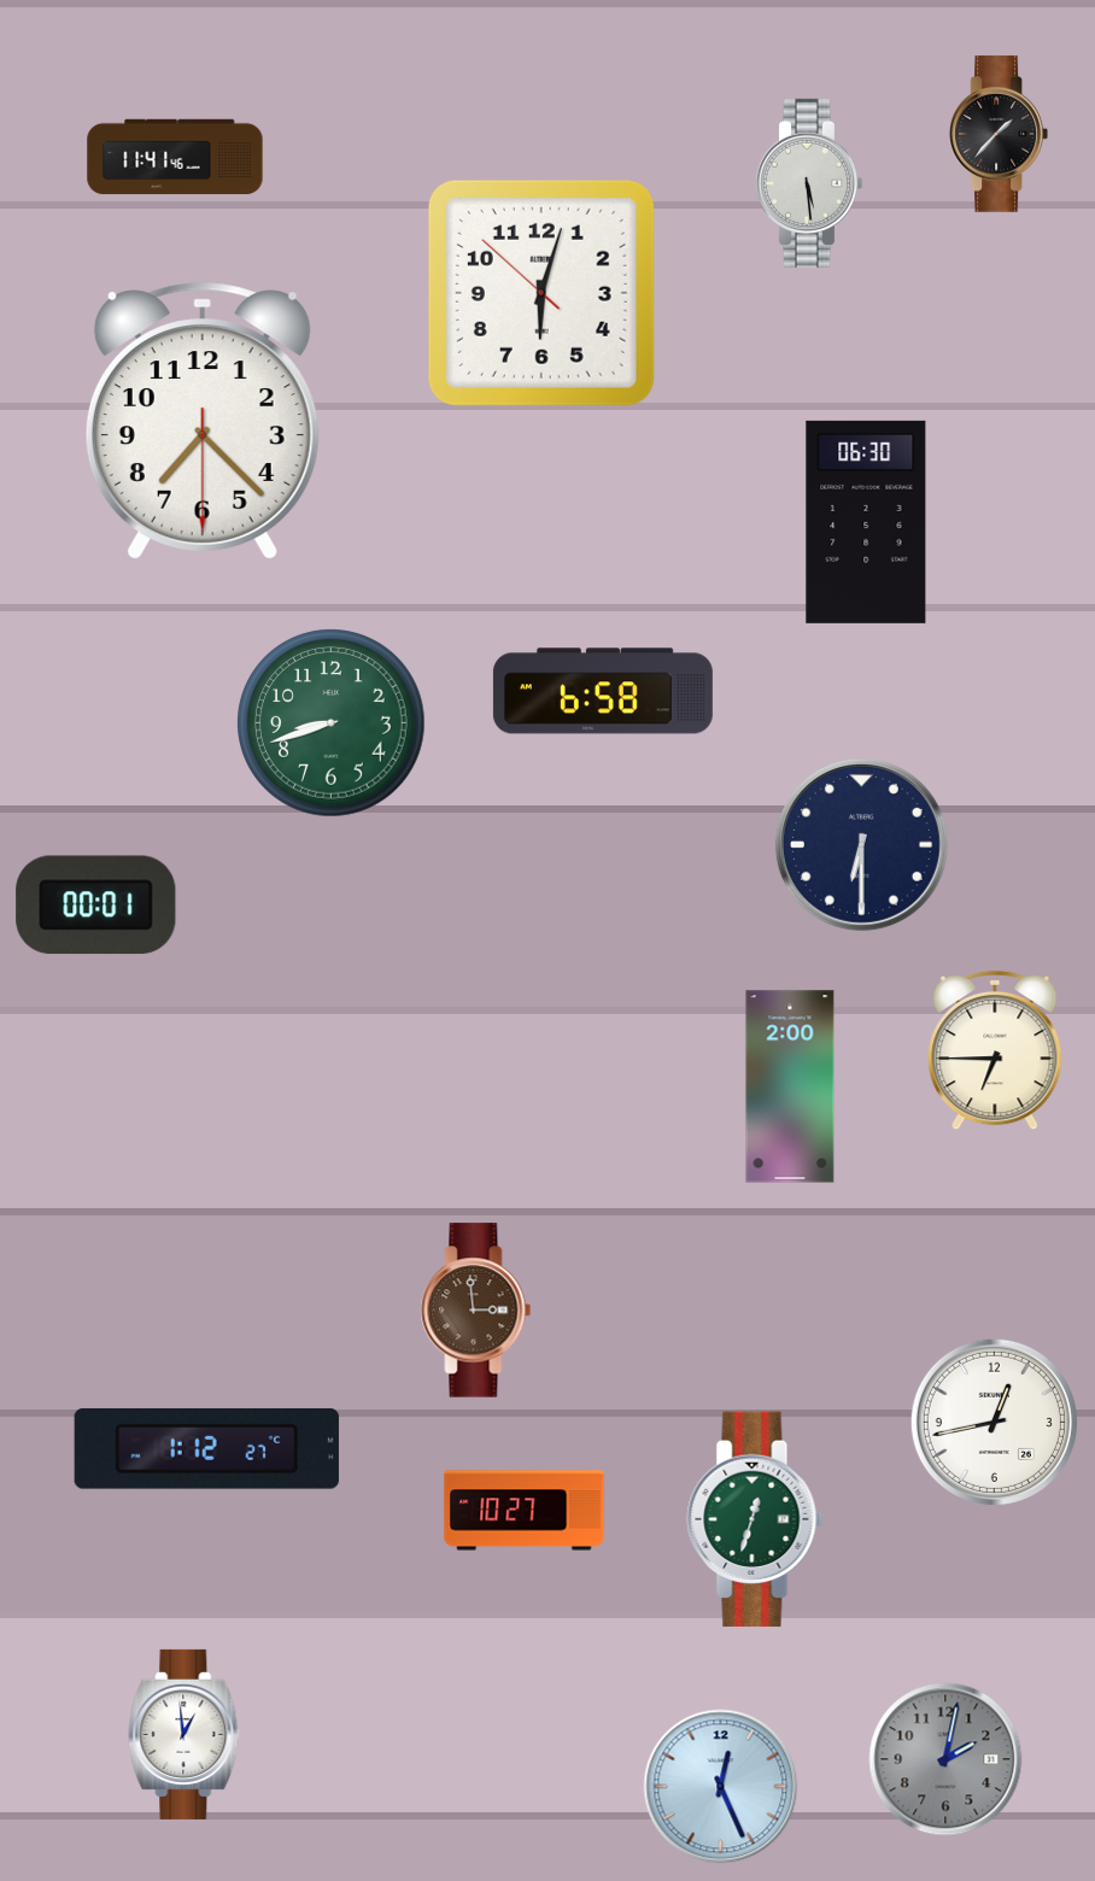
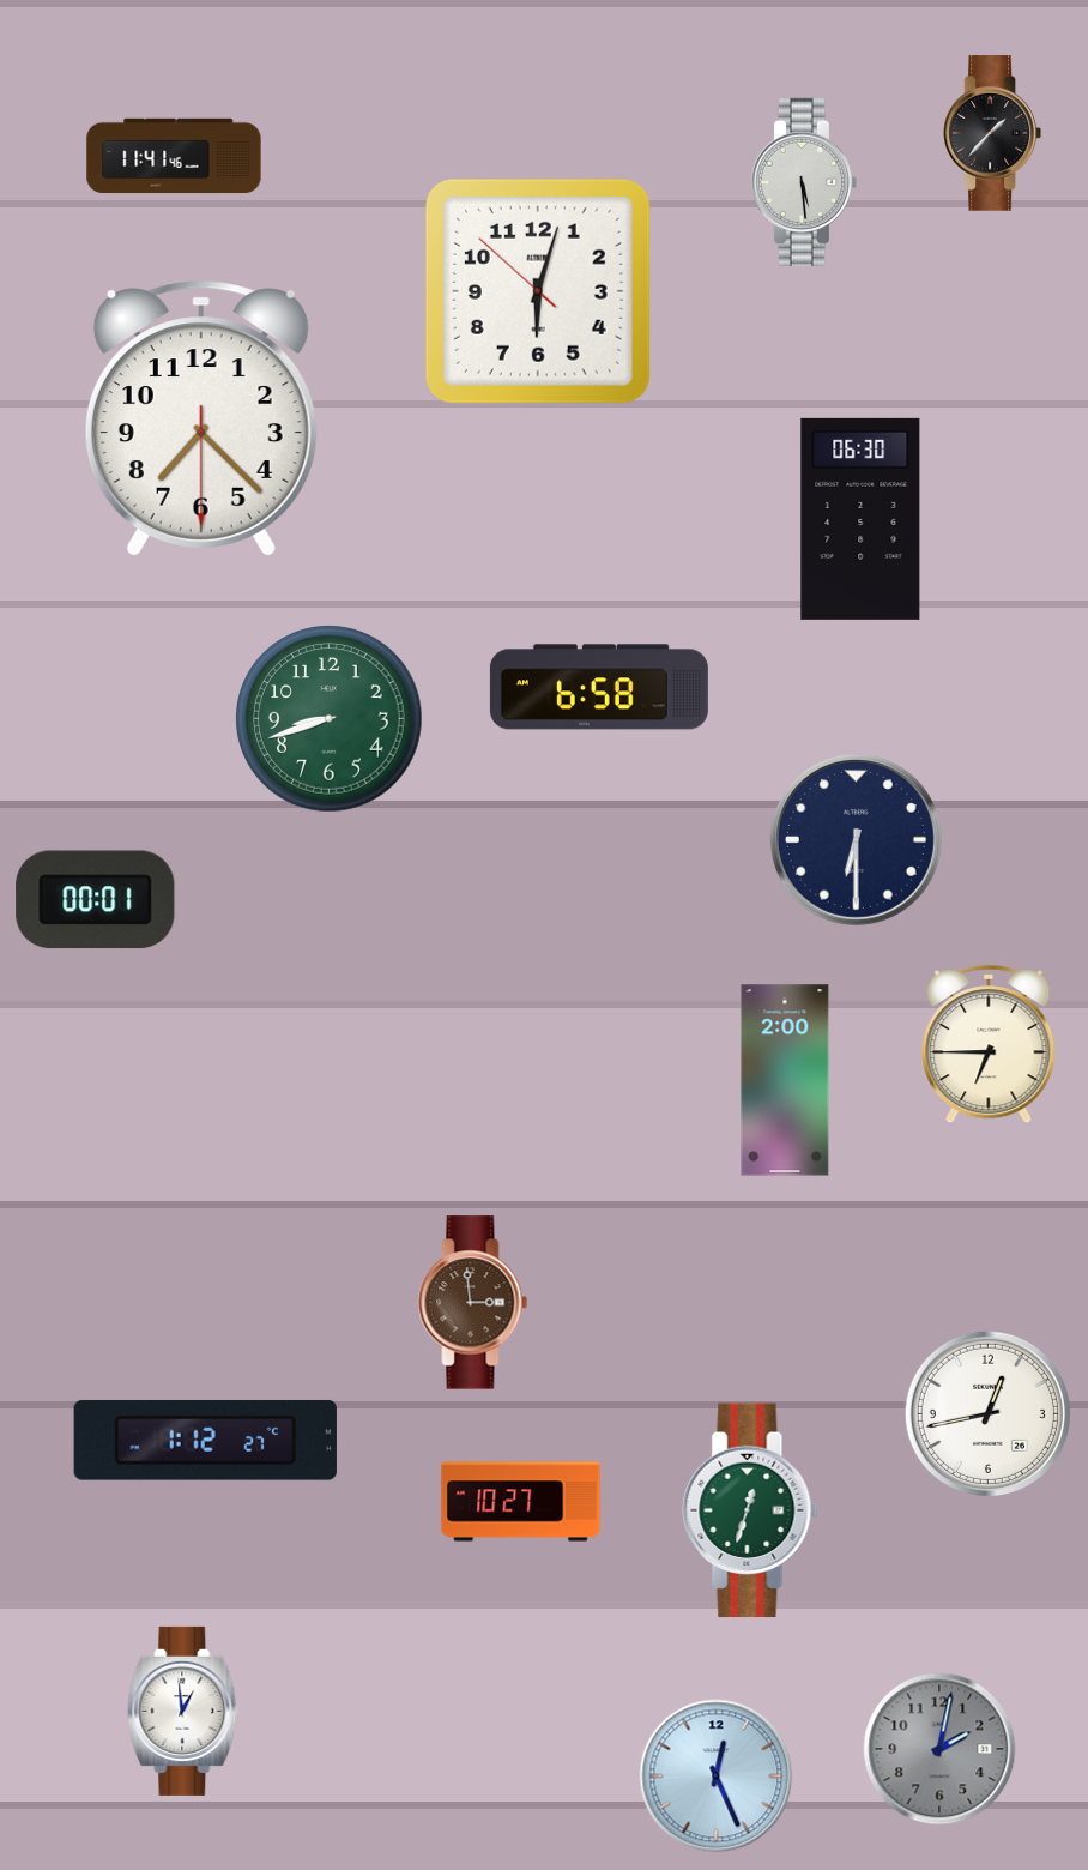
clock at (185, 1734) position: (185, 1734) -> (183, 1711)
